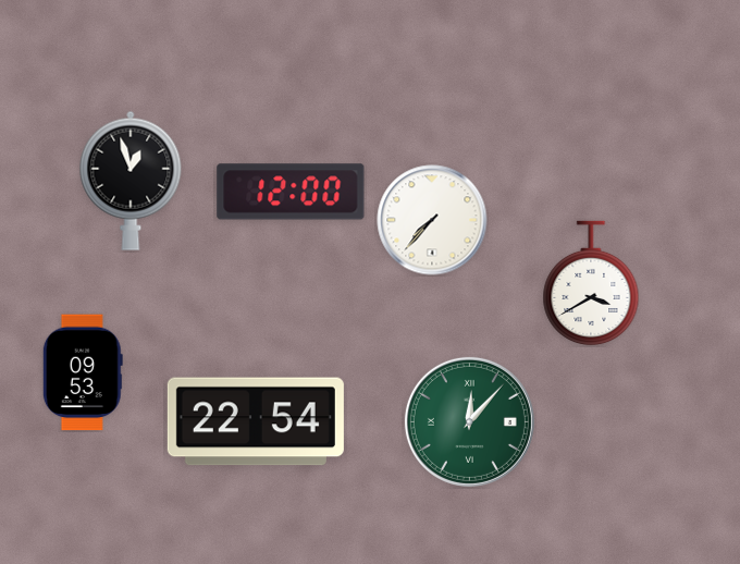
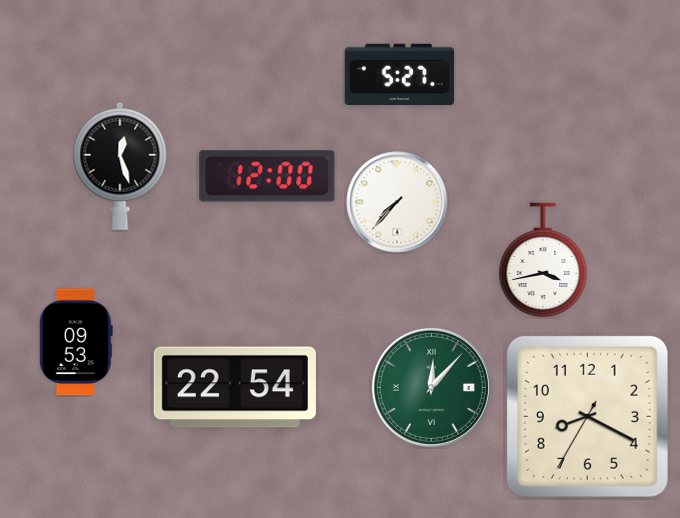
clock at (400, 74): none -> 5:27
clock at (131, 181): 12:57 -> 12:27
clock at (591, 283): 3:40 -> 3:43
clock at (587, 416): none -> 8:19
